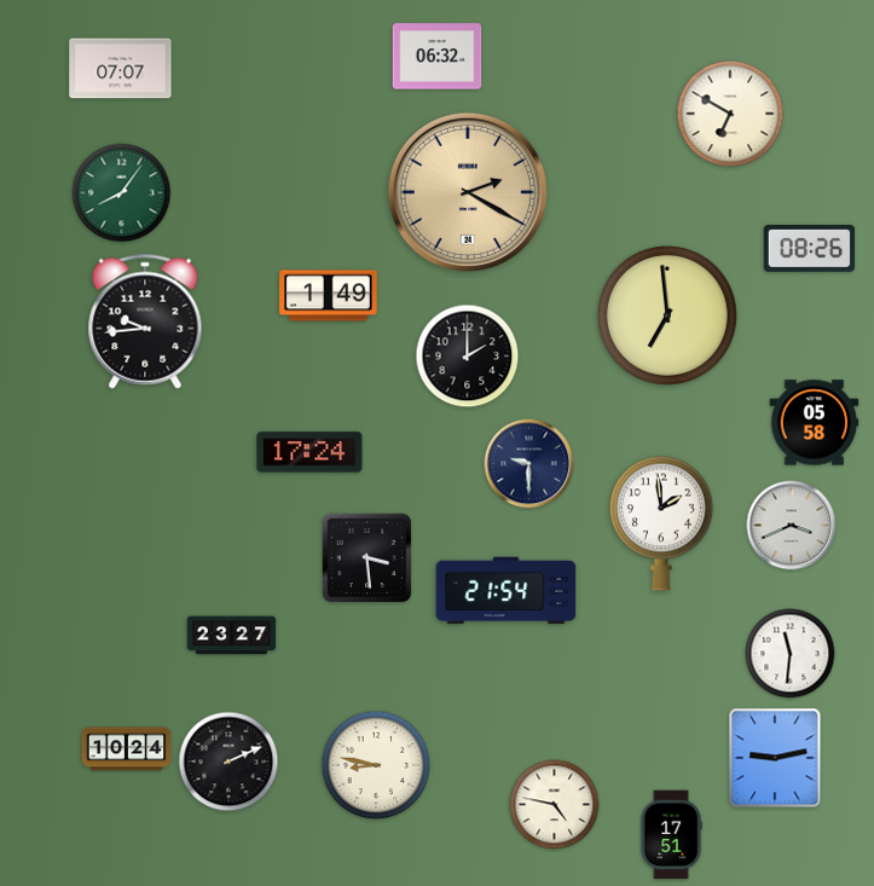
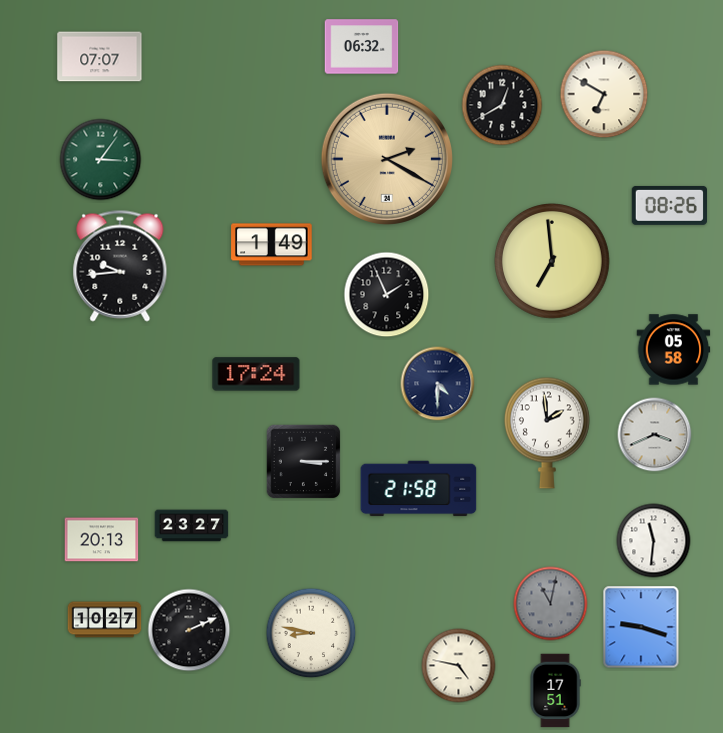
clock at (502, 105): none -> 12:40
clock at (122, 193): 8:06 -> 3:06
clock at (468, 357): 2:00 -> 1:56
clock at (529, 464): 9:30 -> 4:30
clock at (367, 558): 3:29 -> 3:15
clock at (507, 591): 21:54 -> 21:58
clock at (102, 540): none -> 20:13
clock at (551, 604): none -> 11:02
clock at (127, 749): 10:24 -> 10:27
clock at (775, 758): 9:13 -> 9:18
